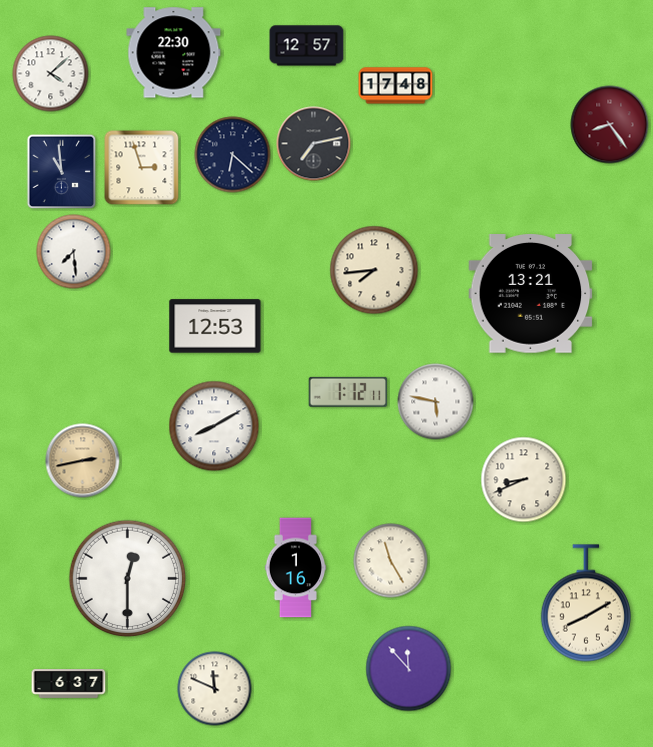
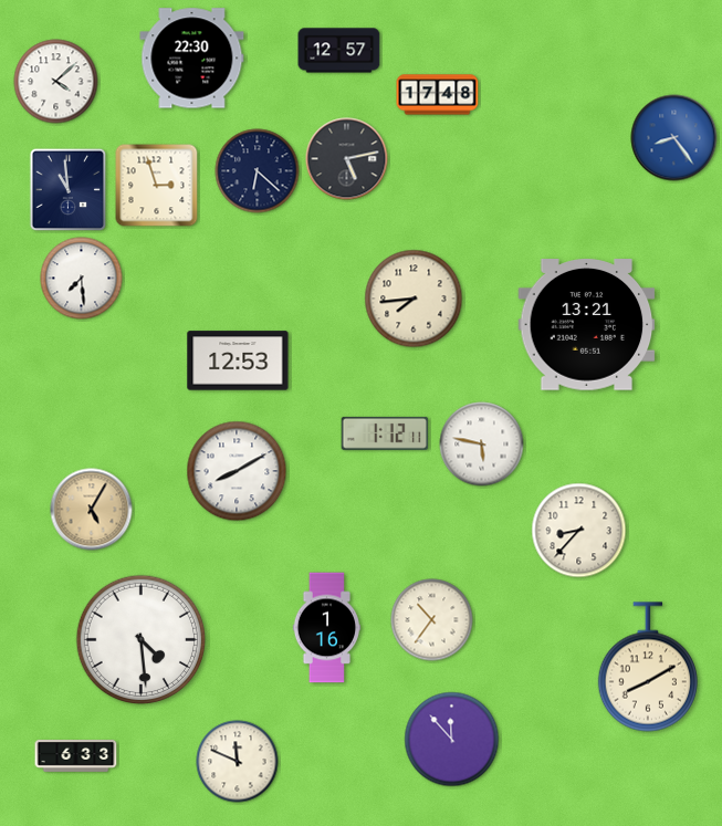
clock at (610, 125) dial: burgundy -> blue
clock at (314, 144): 7:13 -> 5:13
clock at (83, 461): 2:43 -> 5:05
clock at (524, 480): 8:41 -> 8:37
clock at (391, 561): 11:25 -> 10:36
clock at (128, 579): 12:30 -> 4:29
clock at (69, 684): 6:37 -> 6:33
